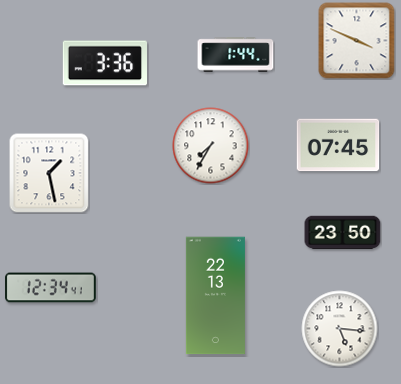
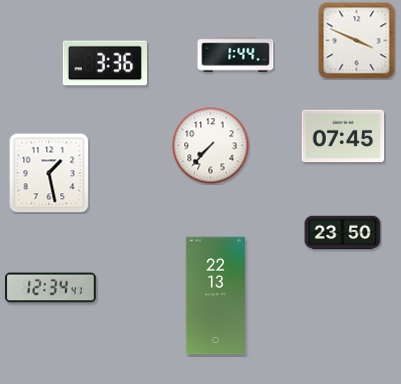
clock at (338, 145) position: (338, 145) -> (343, 136)
clock at (211, 146): 7:35 -> 7:37
clock at (340, 329): 5:16 -> none
